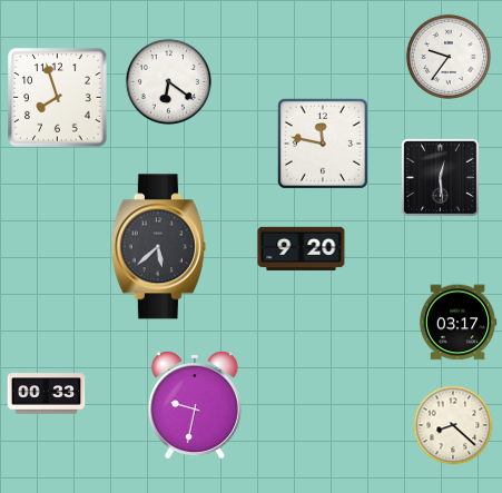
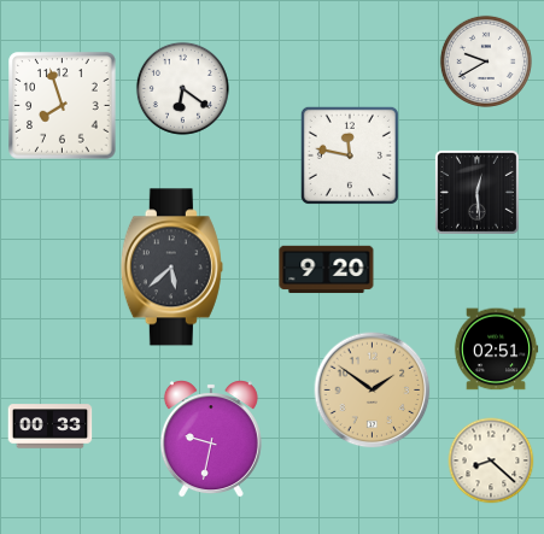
clock at (449, 57): 9:36 -> 9:40
clock at (457, 323): 03:17 -> 02:51
clock at (373, 391): none -> 1:51
